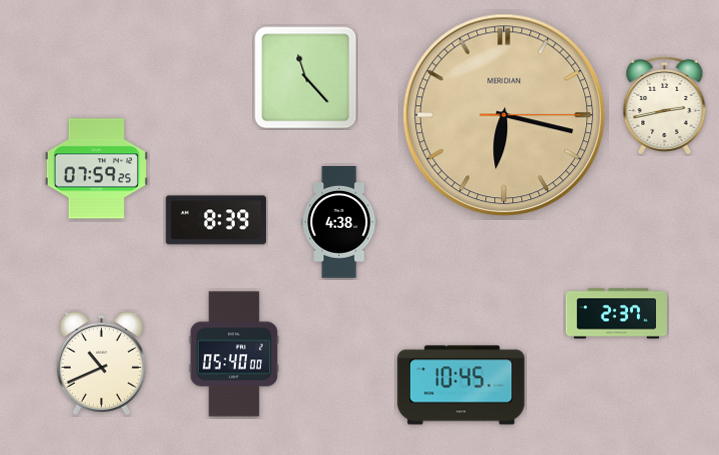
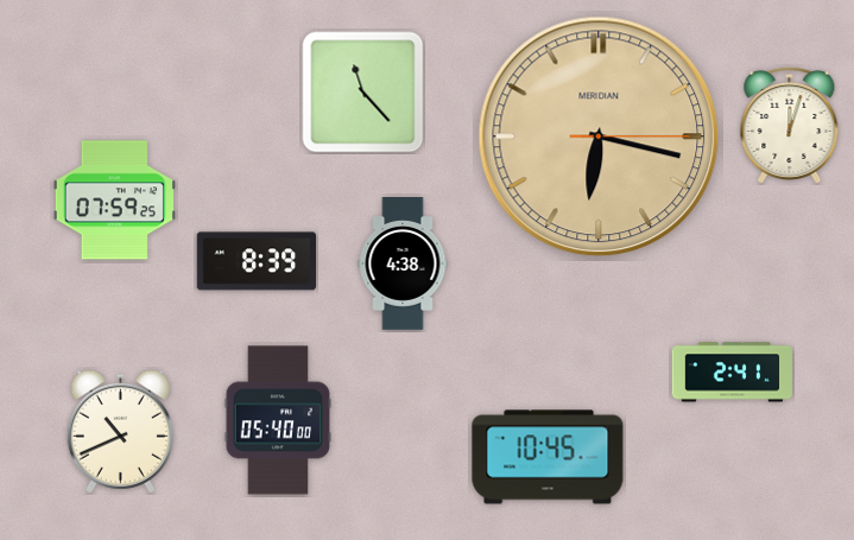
clock at (665, 105): 2:43 -> 12:03
clock at (617, 314): 2:37 -> 2:41
